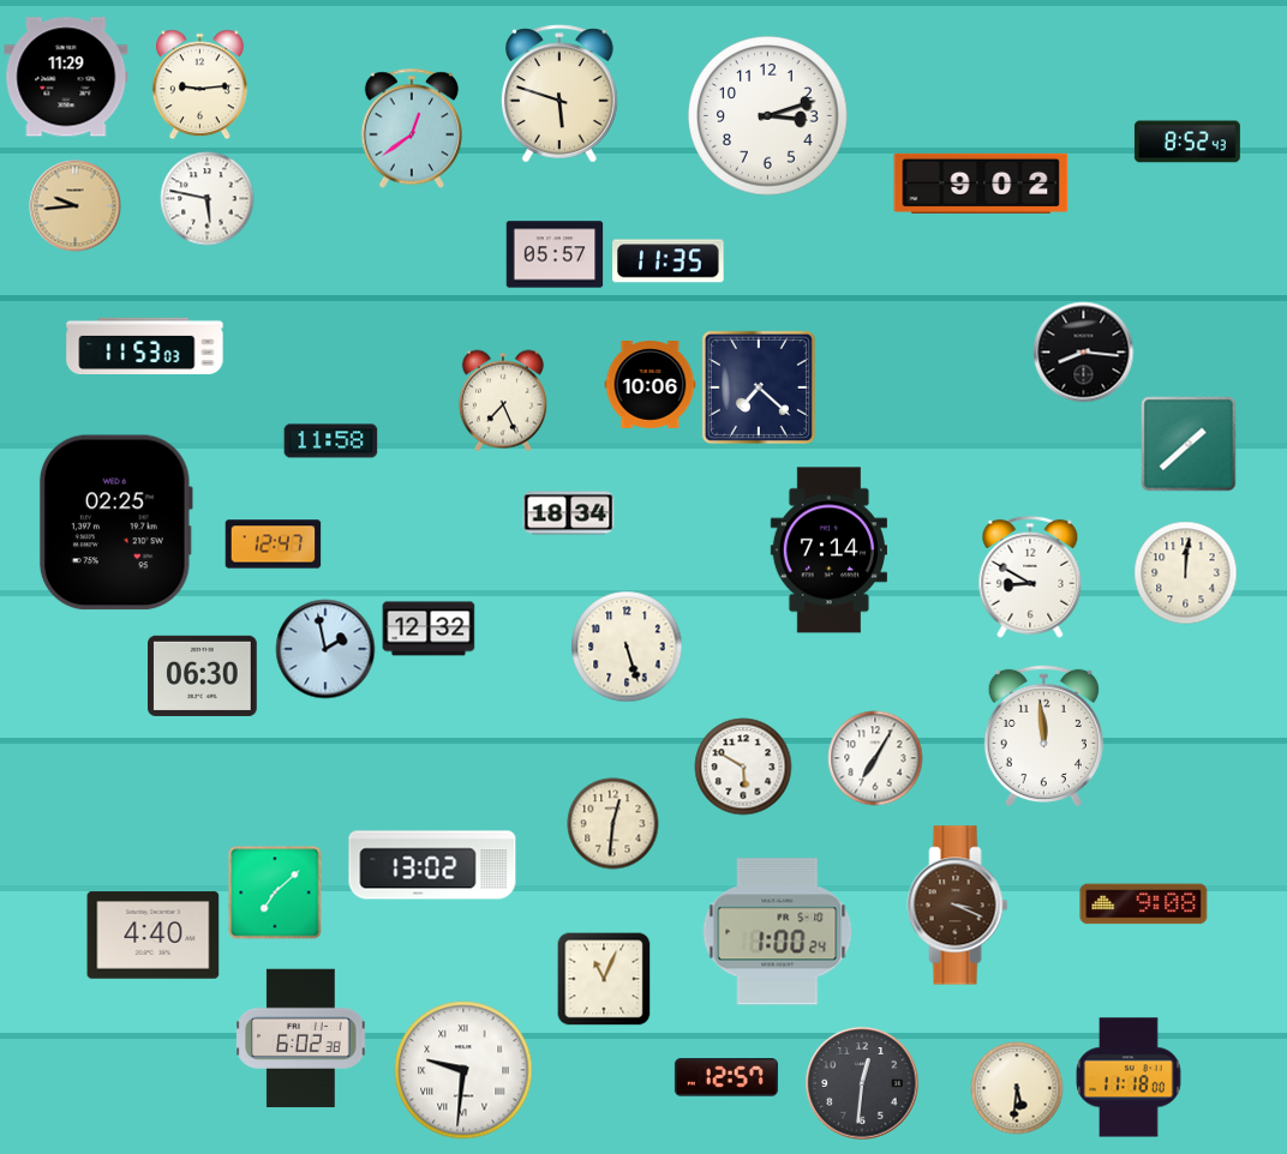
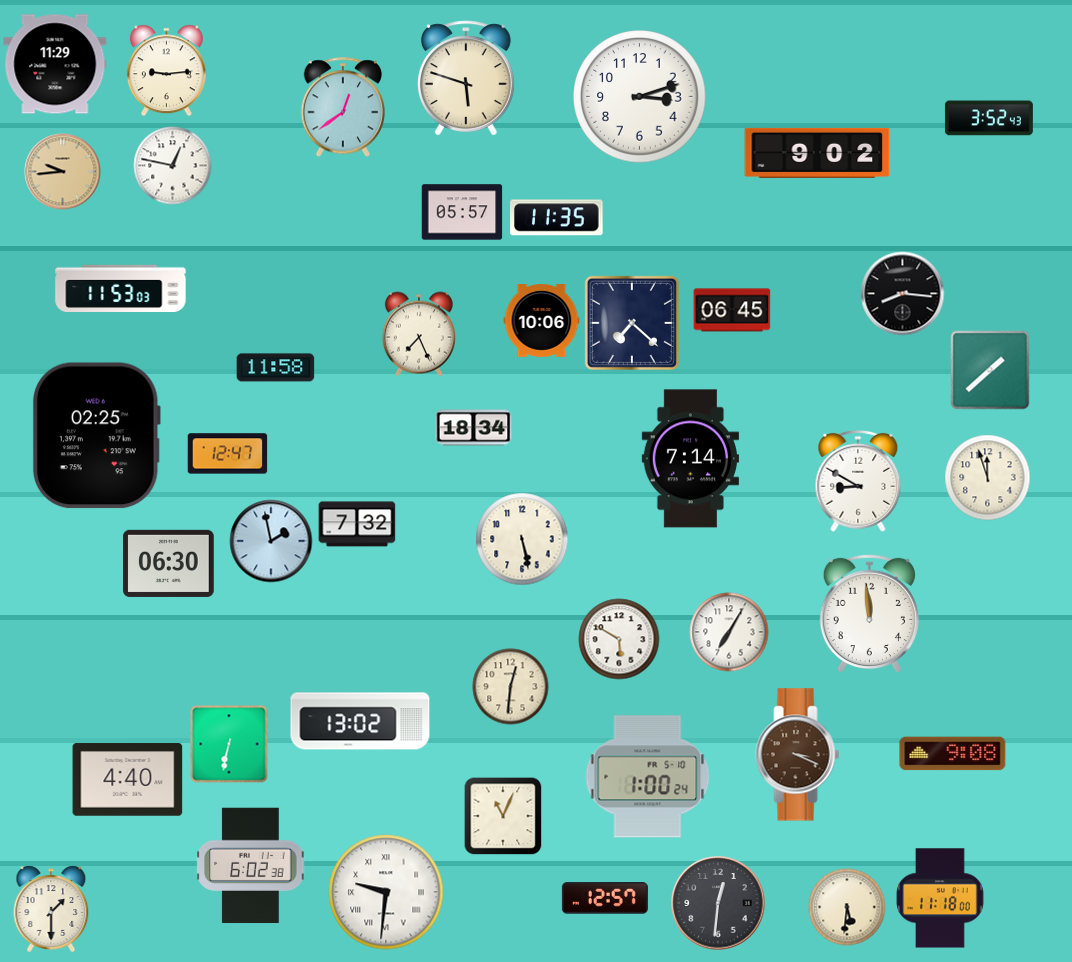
clock at (1187, 142): 8:52 -> 3:52
clock at (208, 199): 5:47 -> 12:47
clock at (732, 310): none -> 06:45
clock at (1186, 573): 12:01 -> 11:57
clock at (429, 629): 12:32 -> 7:32
clock at (627, 647): 5:27 -> 5:28
clock at (275, 892): 7:08 -> 6:32
clock at (51, 909): none -> 1:30
